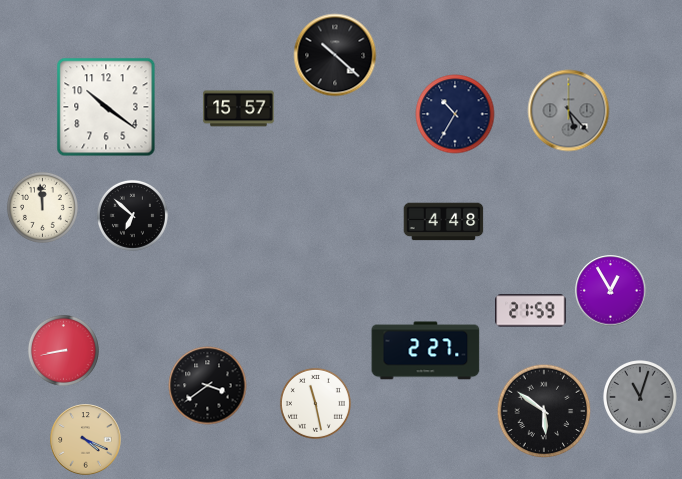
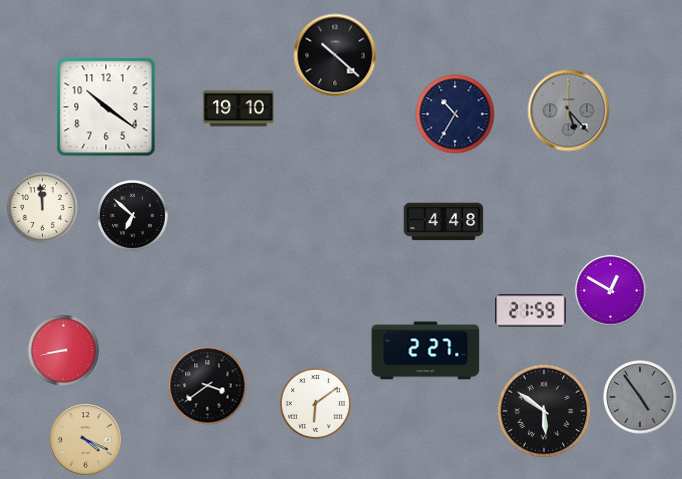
clock at (239, 109): 15:57 -> 19:10
clock at (611, 291): 12:55 -> 12:50
clock at (640, 397): 11:03 -> 4:54
clock at (315, 403): 11:28 -> 6:09
